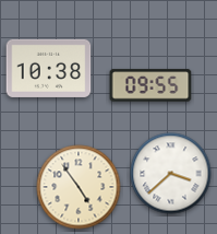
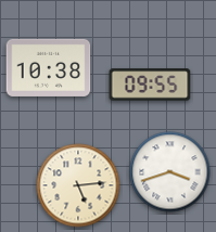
clock at (171, 174): 3:38 -> 3:42
clock at (79, 187): 4:54 -> 5:14
